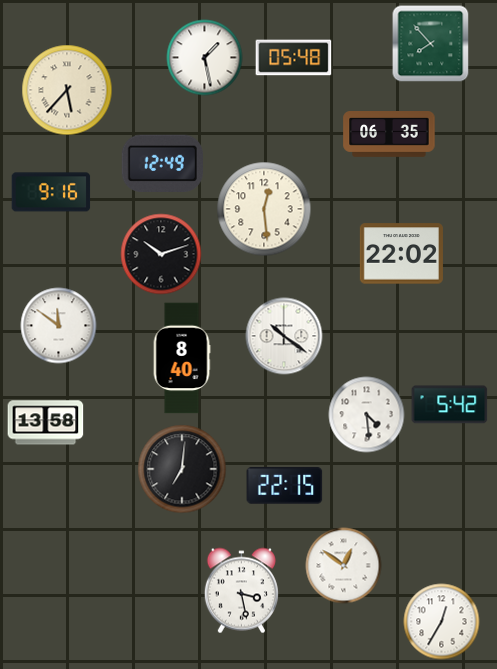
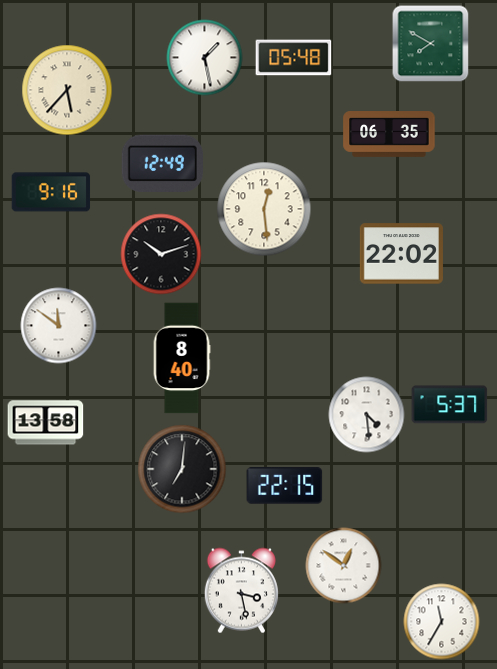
clock at (431, 44): 7:53 -> 7:50
clock at (284, 336): 10:21 -> none
clock at (450, 405): 5:42 -> 5:37
clock at (442, 622): 12:35 -> 11:35
